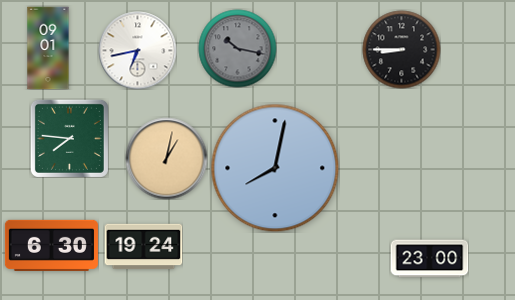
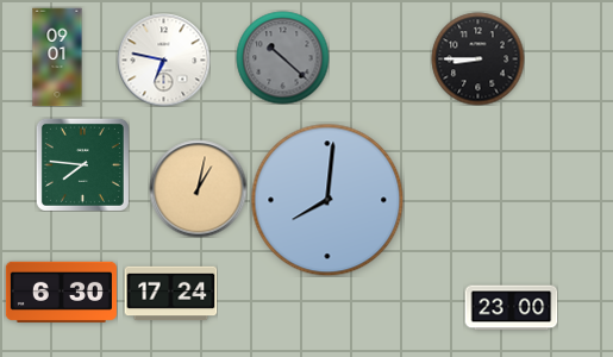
clock at (237, 48): 10:17 -> 10:22
clock at (137, 50): 6:43 -> 6:47
clock at (275, 168): 8:02 -> 8:01
clock at (143, 247): 19:24 -> 17:24
